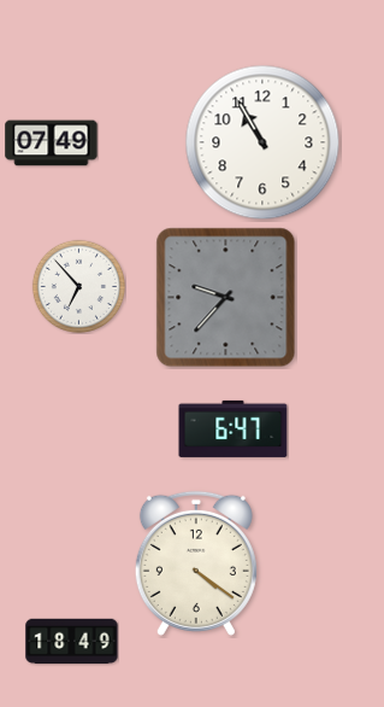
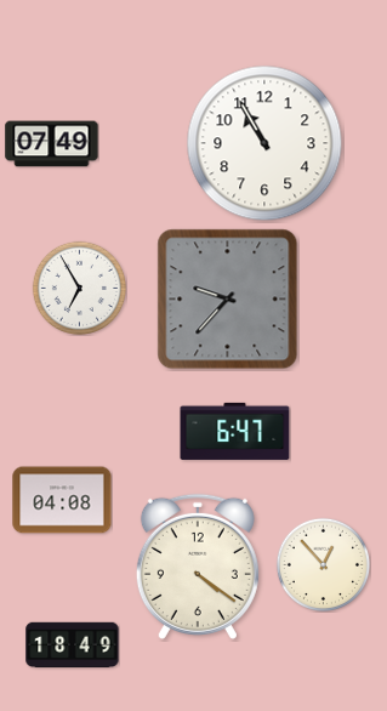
clock at (78, 286): 6:53 -> 6:55
clock at (62, 500): none -> 04:08
clock at (323, 564): none -> 12:53
